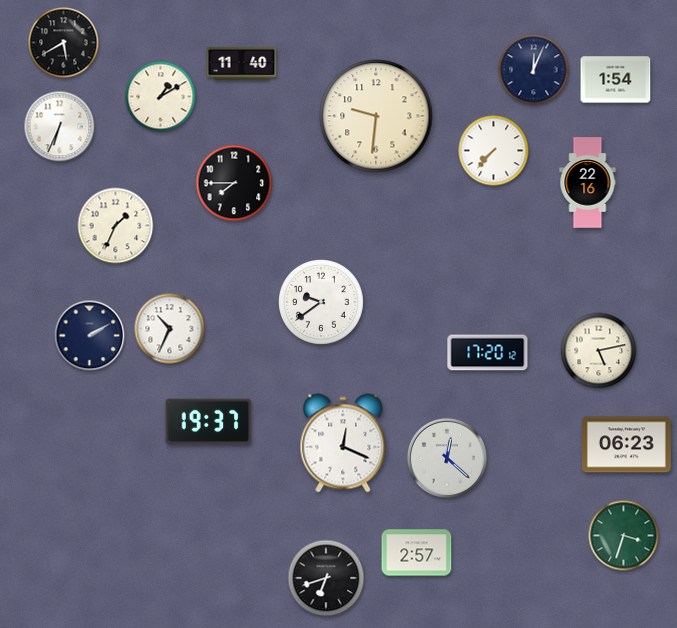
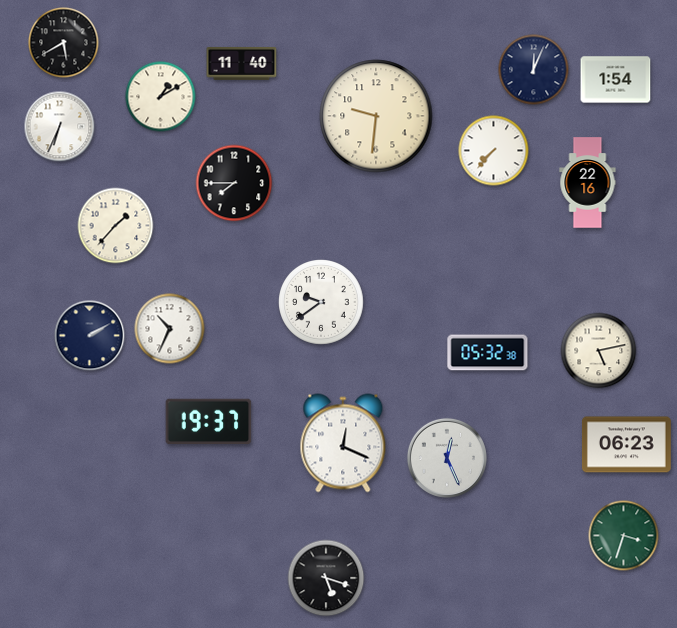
clock at (116, 226): 1:34 -> 1:37
clock at (488, 353): 17:20 -> 05:32
clock at (447, 458): 12:22 -> 12:26
clock at (417, 553): 2:57 -> none
clock at (326, 578): 6:42 -> 5:18
